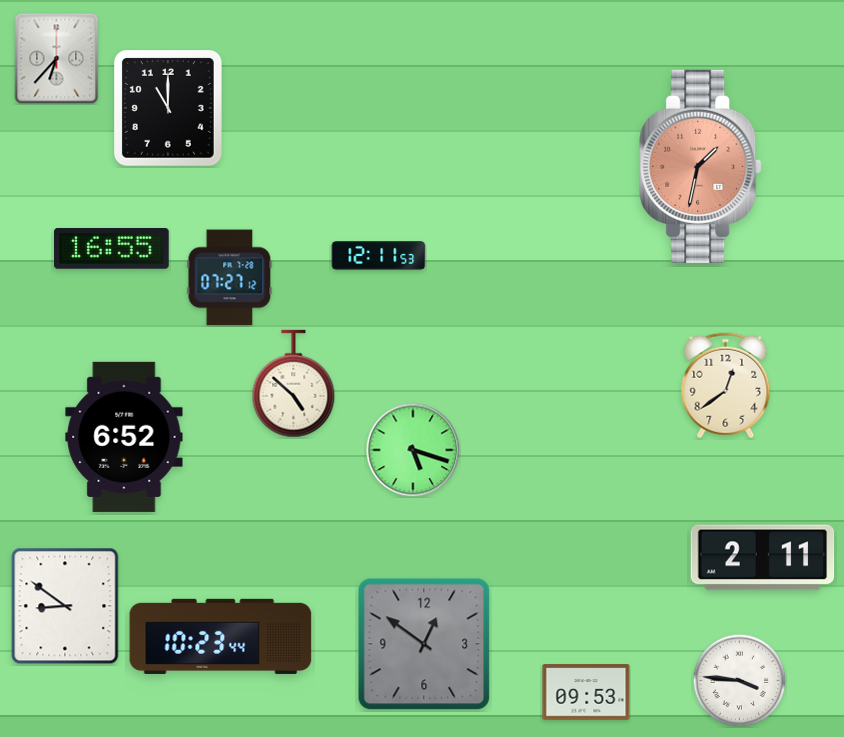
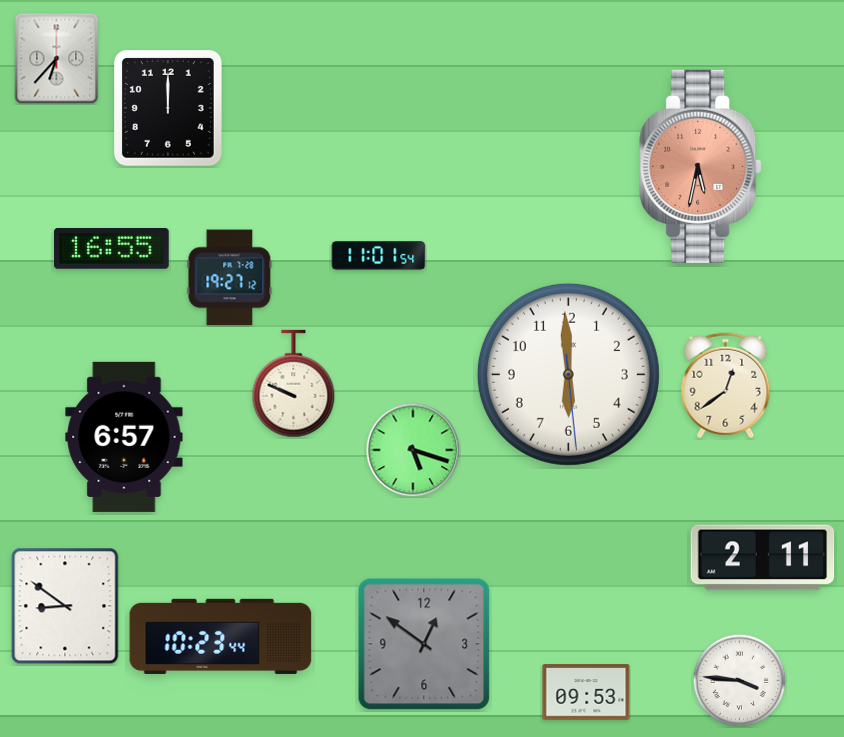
clock at (168, 109): 11:00 -> 12:00
clock at (701, 166): 1:32 -> 5:32
clock at (379, 256): 12:11 -> 11:01
clock at (230, 278): 07:27 -> 19:27
clock at (568, 374): none -> 5:59
clock at (294, 384): 4:52 -> 9:49
clock at (124, 437): 6:52 -> 6:57
